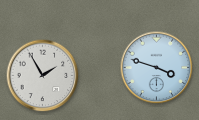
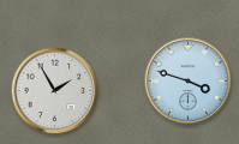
clock at (43, 76) position: (43, 76) -> (55, 91)
